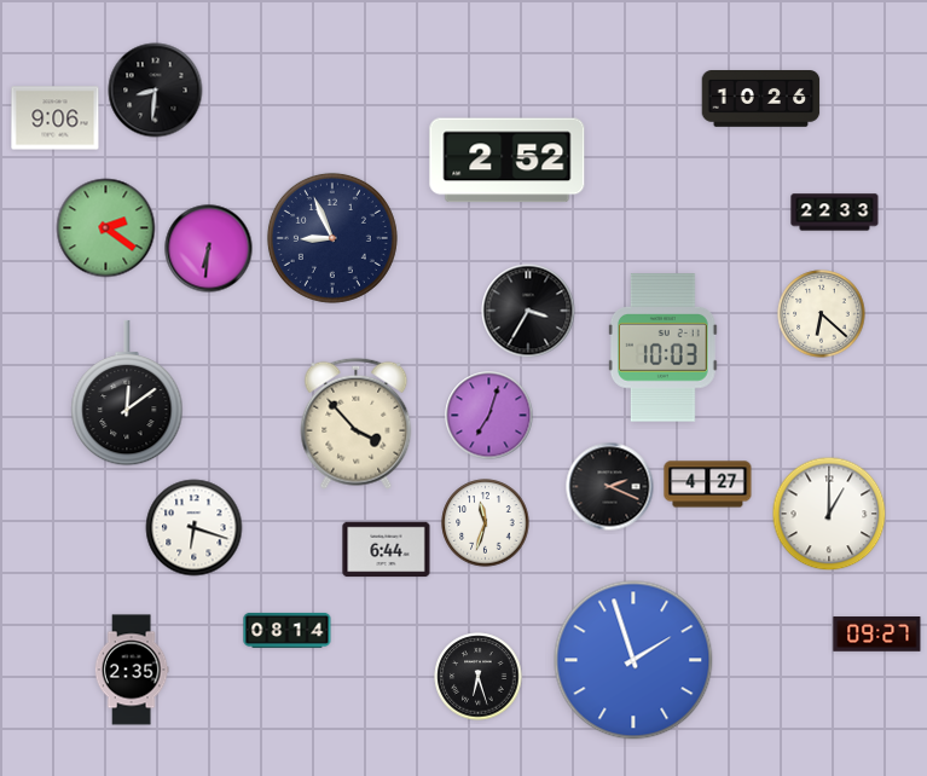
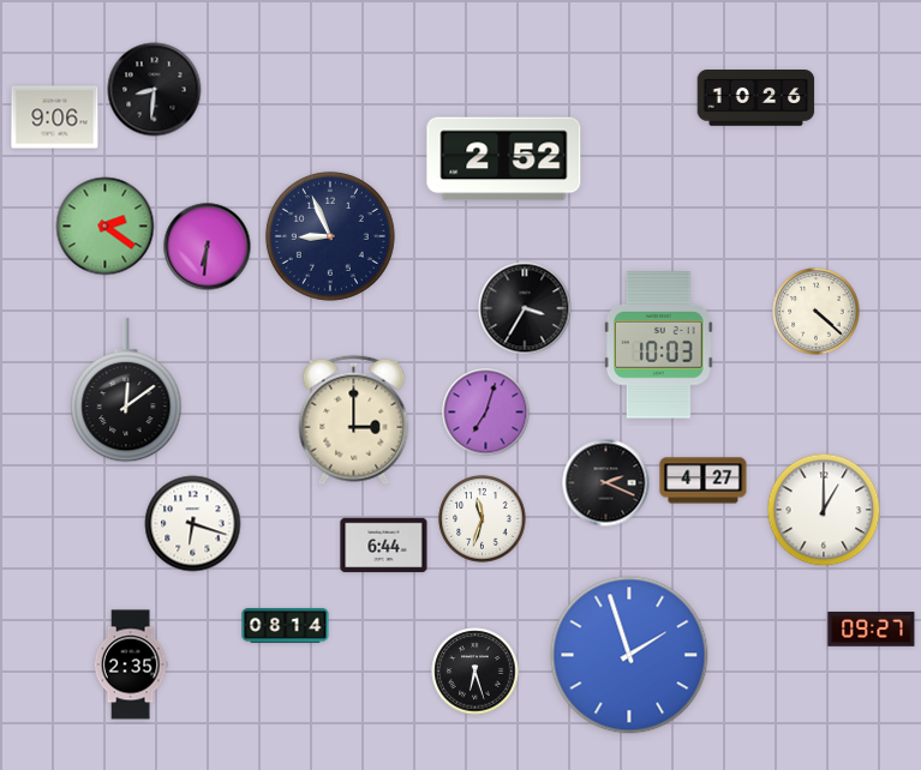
clock at (835, 213): 22:33 -> none
clock at (822, 314): 6:22 -> 4:22
clock at (357, 423): 3:53 -> 3:00
